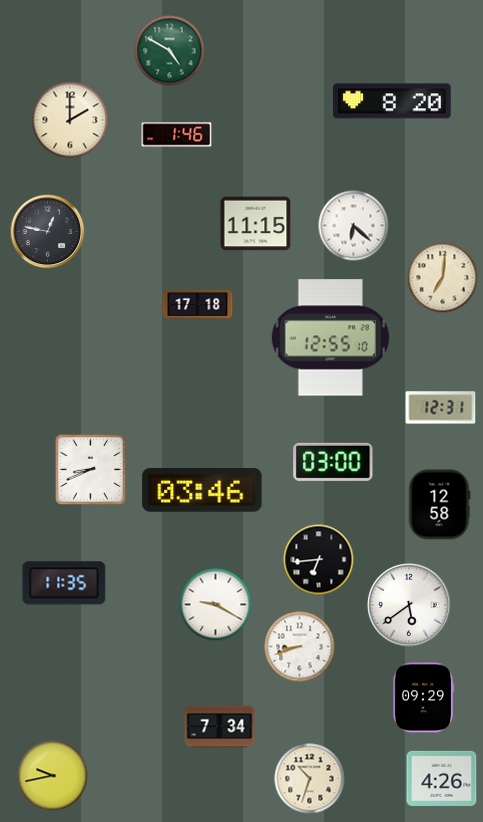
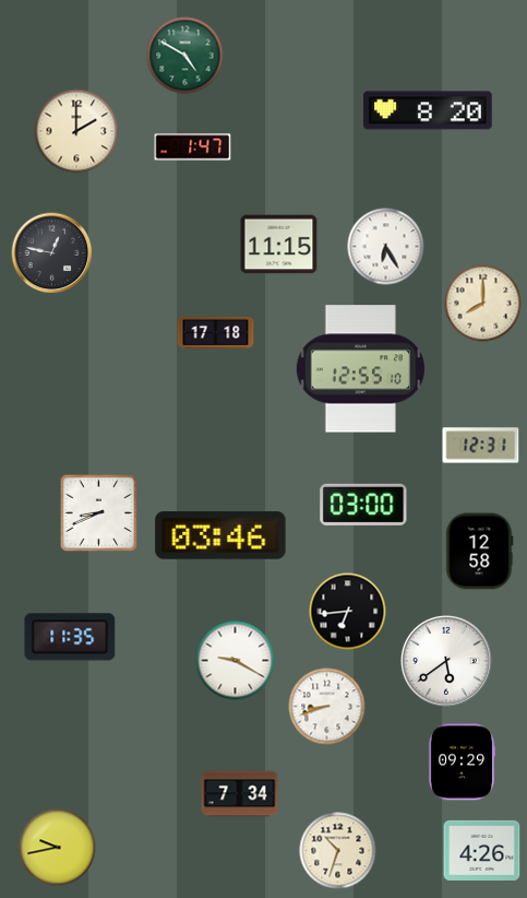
clock at (177, 135): 1:46 -> 1:47
clock at (354, 226): 6:22 -> 6:25
clock at (443, 278): 7:01 -> 8:00
